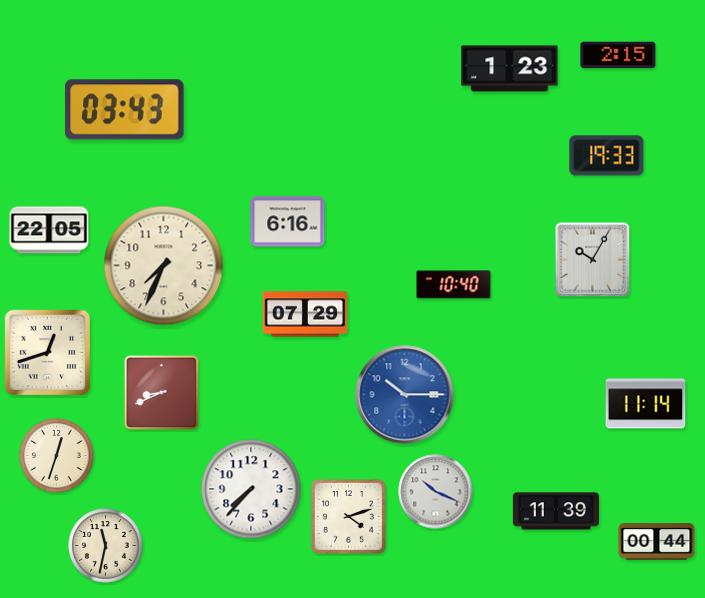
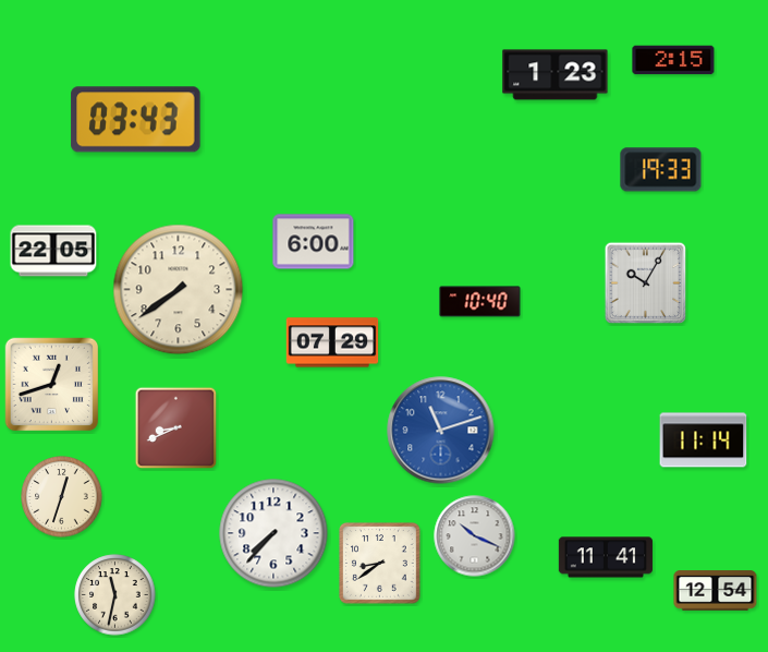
clock at (288, 222): 6:16 -> 6:00
clock at (164, 266): 7:34 -> 7:39
clock at (454, 285) position: (454, 285) -> (480, 302)
clock at (405, 395): 10:15 -> 11:12
clock at (556, 511): 11:39 -> 11:41
clock at (349, 517): 4:12 -> 8:39
clock at (657, 542): 00:44 -> 12:54
